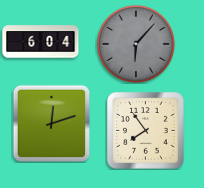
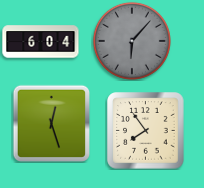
clock at (136, 44) position: (136, 44) -> (132, 41)
clock at (51, 123): 12:12 -> 12:27
